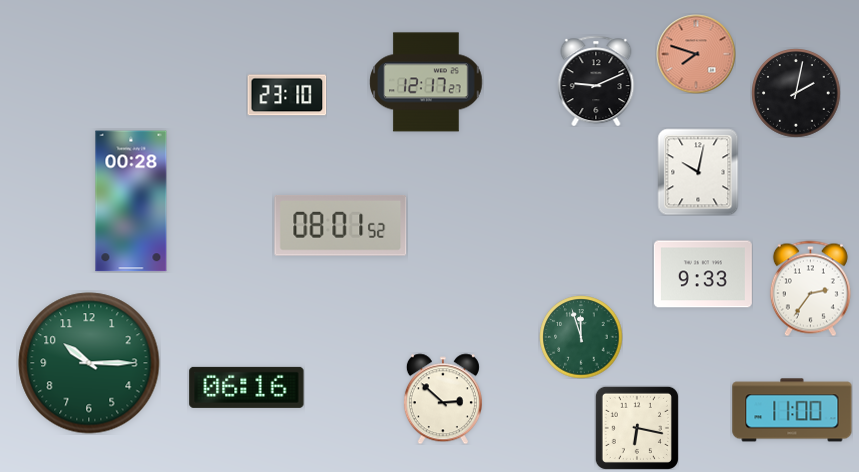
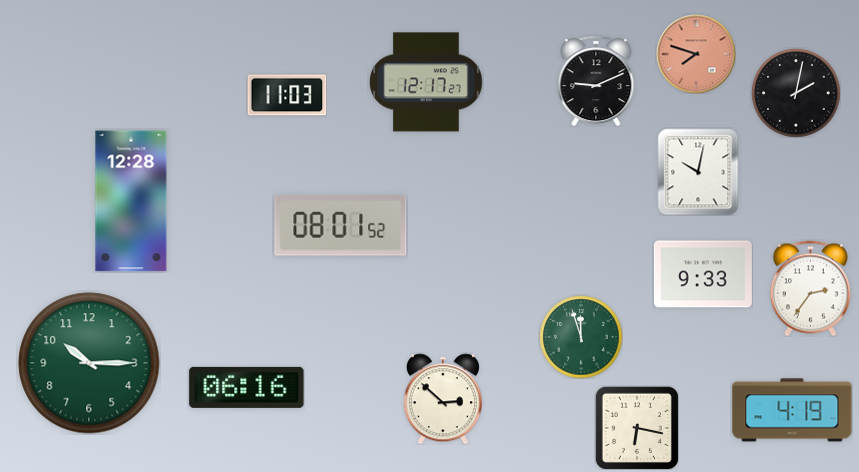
clock at (287, 95): 23:10 -> 11:03
clock at (131, 201): 00:28 -> 12:28
clock at (792, 410): 11:00 -> 4:19
